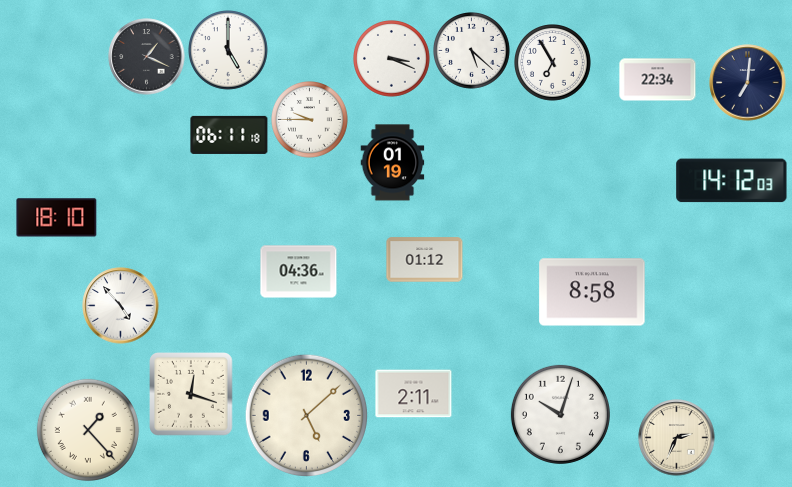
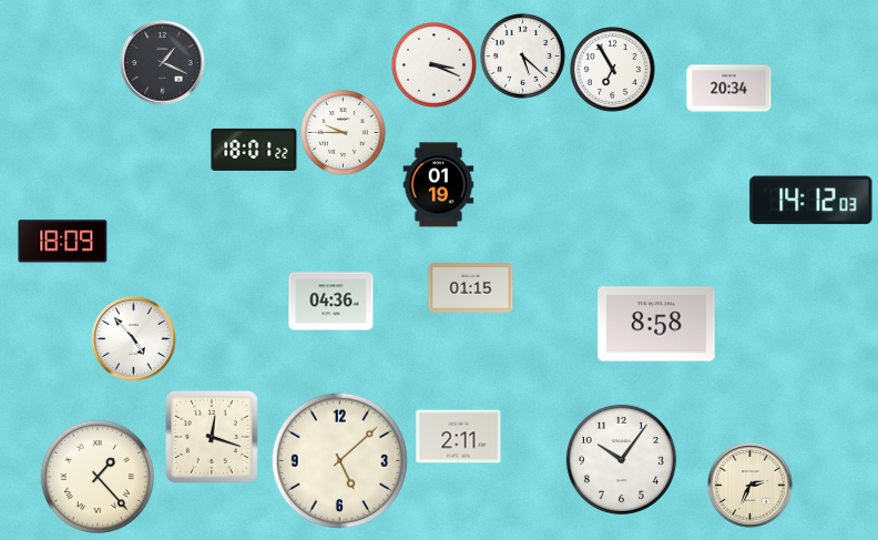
clock at (229, 51): 5:00 -> none
clock at (658, 80): 22:34 -> 20:34
clock at (748, 83): 7:01 -> none
clock at (229, 135): 06:11 -> 18:01
clock at (393, 163) position: (393, 163) -> (439, 185)
clock at (57, 218): 18:10 -> 18:09
clock at (425, 260): 01:12 -> 01:15
clock at (560, 414): 10:03 -> 10:06
